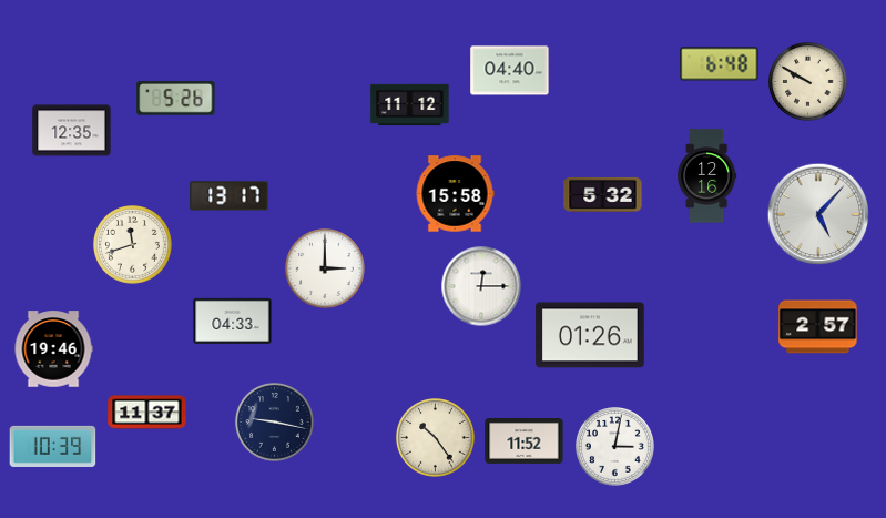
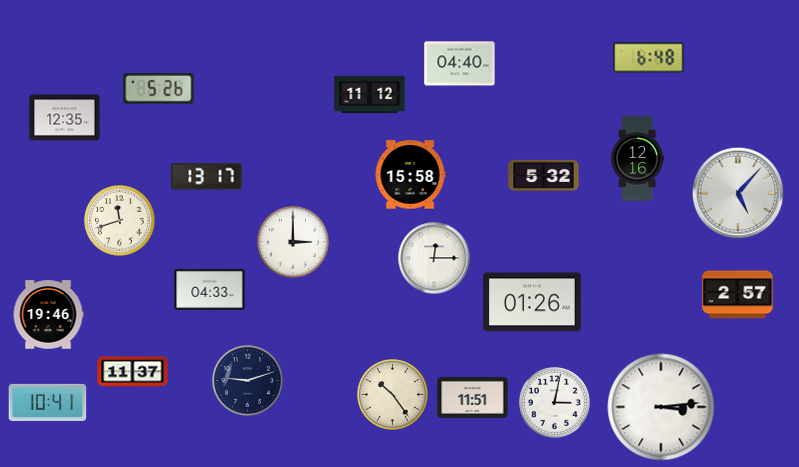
clock at (808, 82): 9:50 -> none
clock at (275, 423): 9:17 -> 9:12
clock at (525, 440): 11:52 -> 11:51
clock at (53, 446): 10:39 -> 10:41
clock at (661, 407): none -> 3:14
